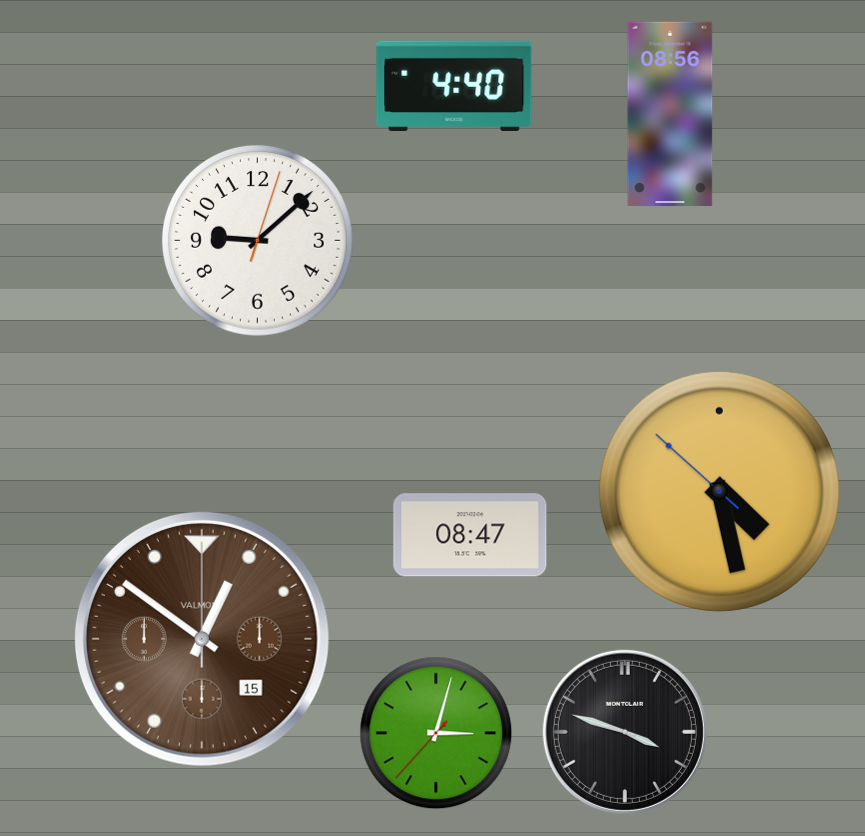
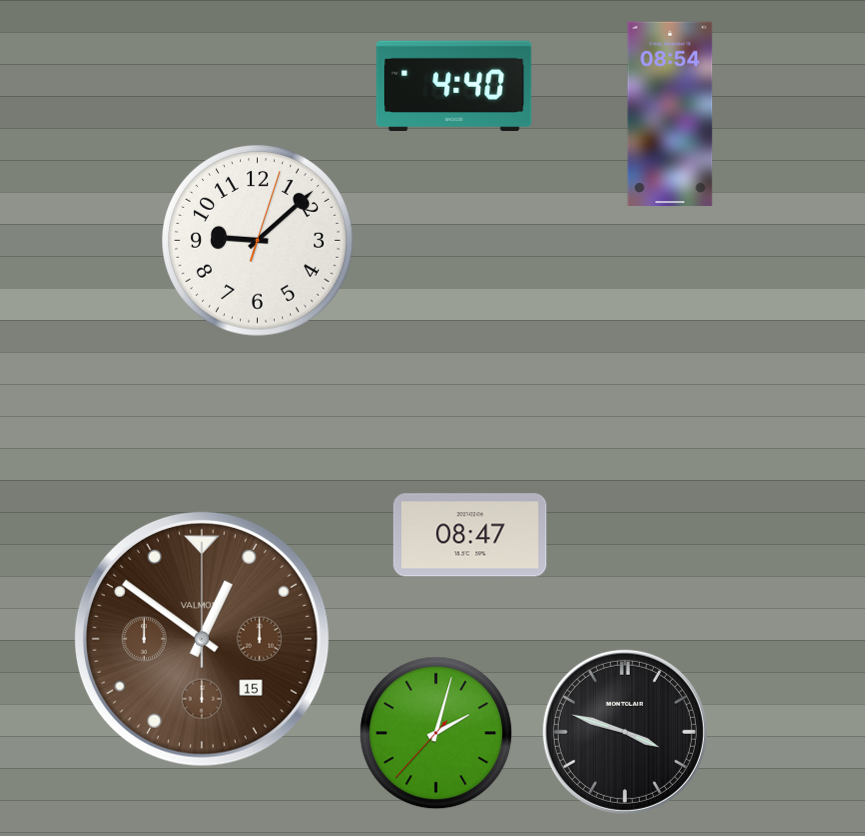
clock at (670, 114): 08:56 -> 08:54
clock at (719, 491): 4:27 -> none
clock at (436, 733): 3:02 -> 2:02
